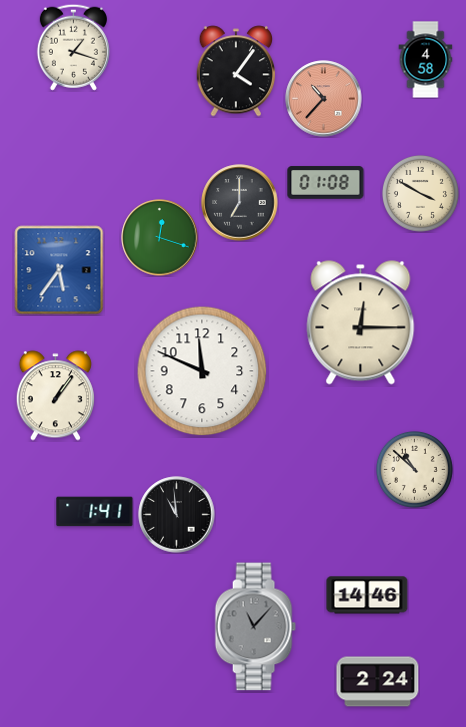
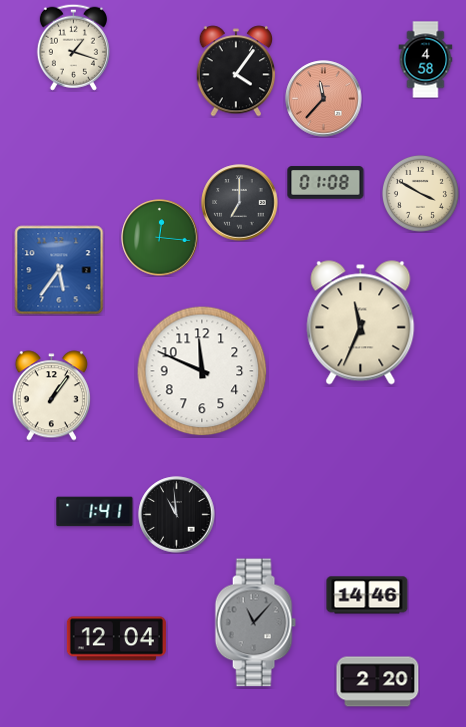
clock at (324, 99): 10:37 -> 11:37
clock at (160, 238): 12:18 -> 12:16
clock at (361, 323): 12:15 -> 11:34
clock at (55, 396) position: (55, 396) -> (51, 396)
clock at (414, 469): 10:52 -> none
clock at (255, 627) position: (255, 627) -> (255, 623)
clock at (116, 639): none -> 12:04
clock at (378, 682): 2:24 -> 2:20
